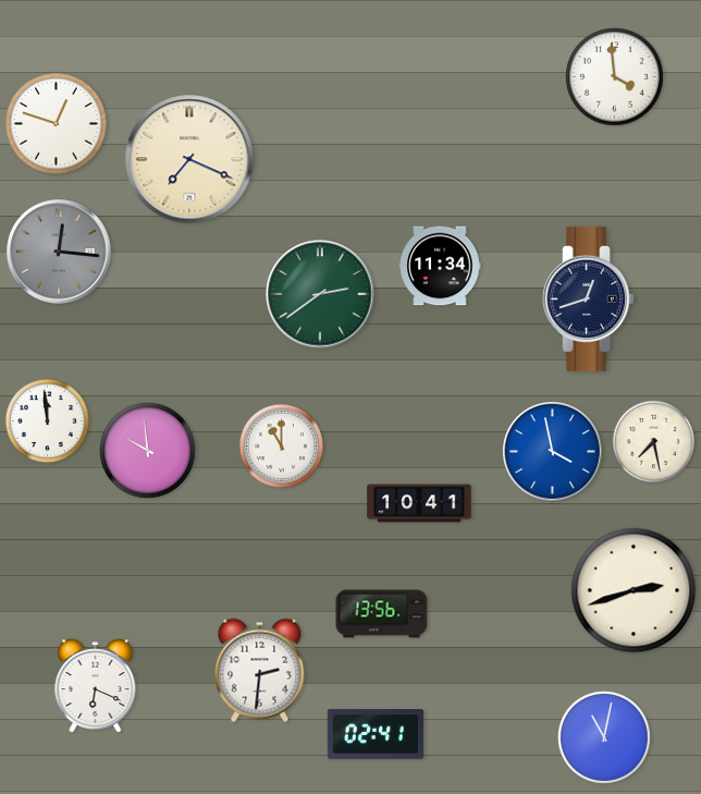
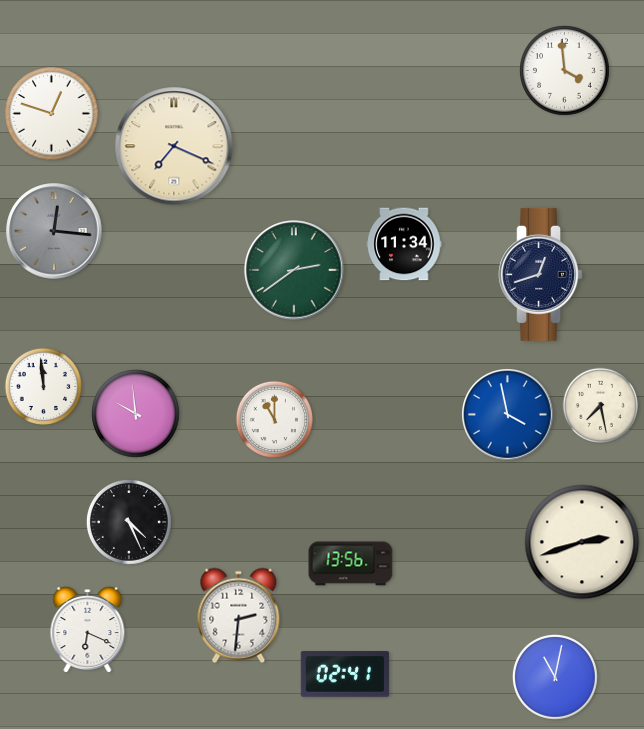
clock at (281, 445) position: (281, 445) -> (274, 419)
clock at (419, 503): 10:41 -> none
clock at (129, 522): none -> 4:26
